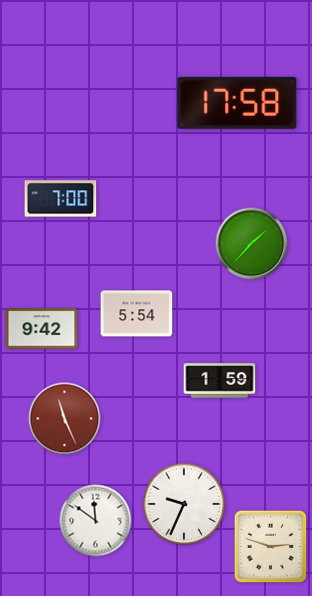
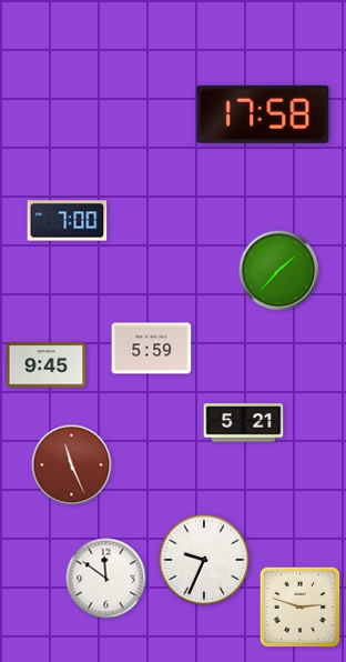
clock at (137, 314): 5:54 -> 5:59
clock at (42, 329): 9:42 -> 9:45
clock at (220, 381): 1:59 -> 5:21
